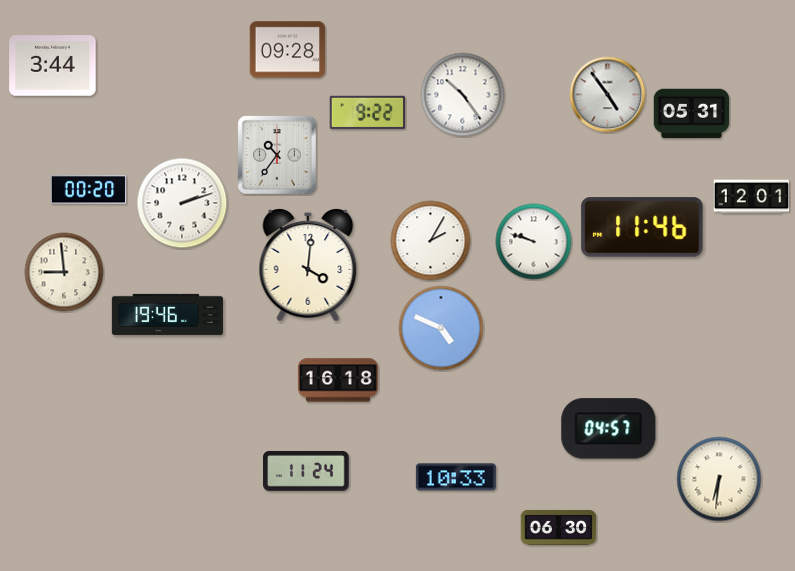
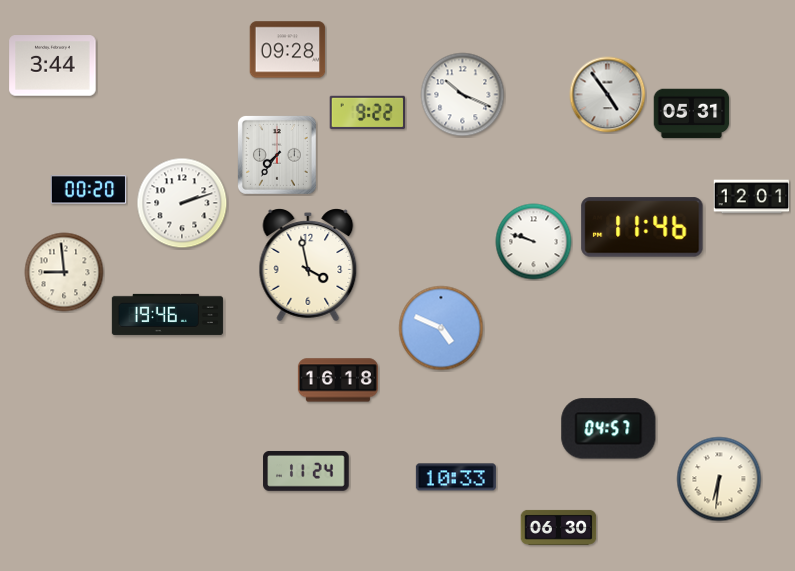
clock at (463, 95): 10:24 -> 10:19
clock at (277, 155): 10:36 -> 7:36
clock at (431, 241): 2:05 -> none
clock at (308, 265): 4:01 -> 3:58
